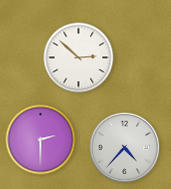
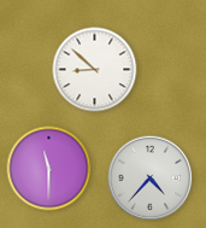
clock at (79, 58): 2:52 -> 8:52
clock at (41, 140): 2:30 -> 11:30
